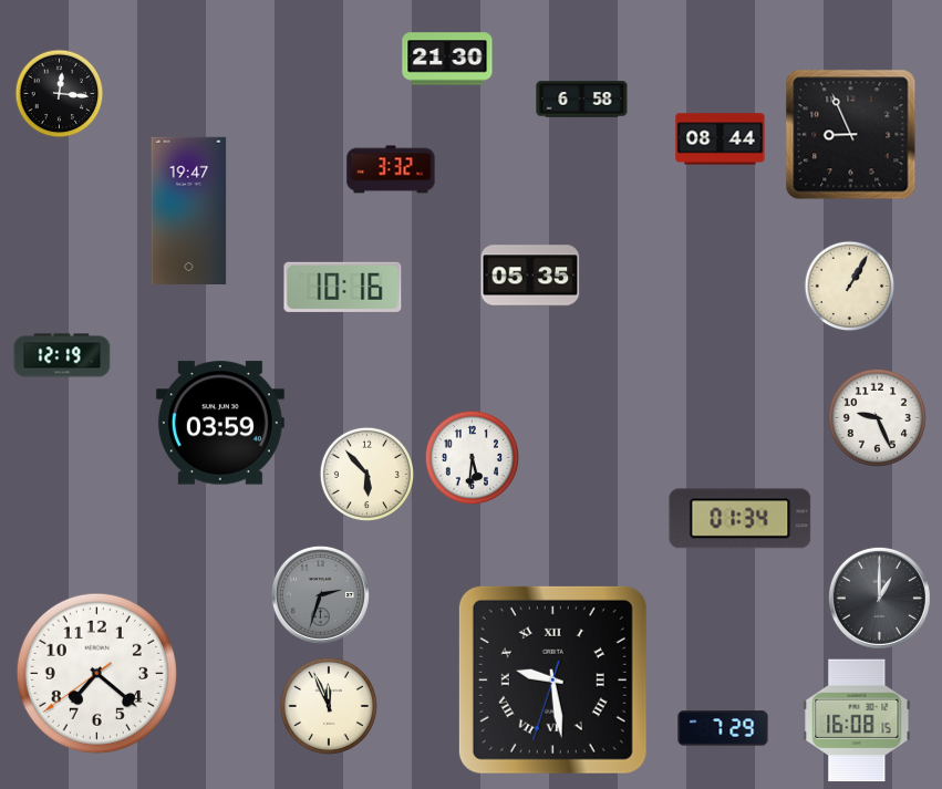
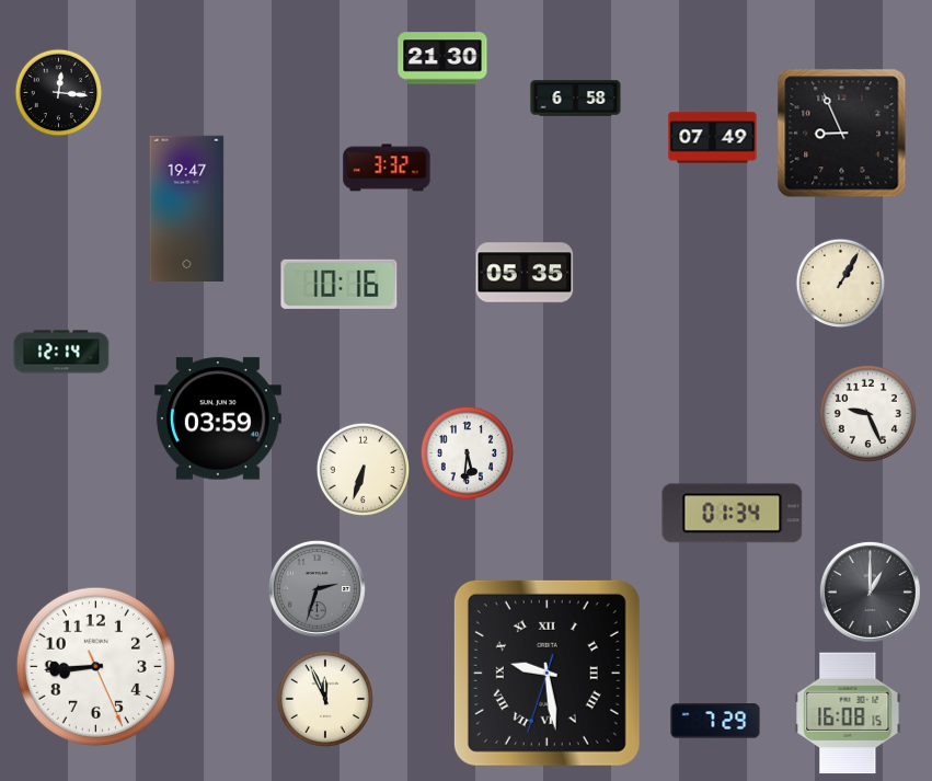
clock at (721, 139): 08:44 -> 07:49
clock at (62, 355): 12:19 -> 12:14
clock at (366, 474): 5:53 -> 6:33
clock at (96, 673): 7:21 -> 8:44
